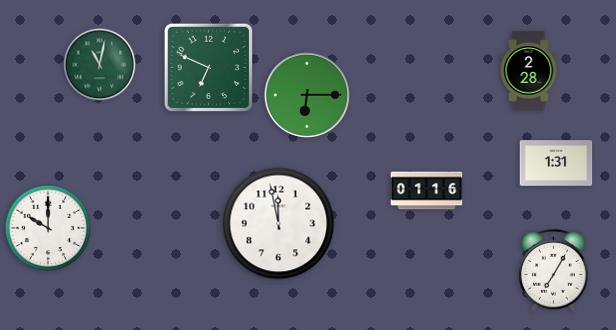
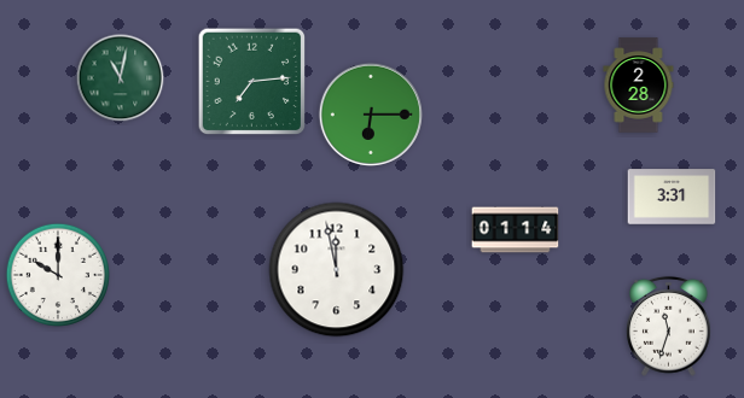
clock at (209, 68): 6:49 -> 7:14
clock at (556, 163): 1:31 -> 3:31
clock at (427, 191): 01:16 -> 01:14
clock at (554, 270): 7:05 -> 11:33
